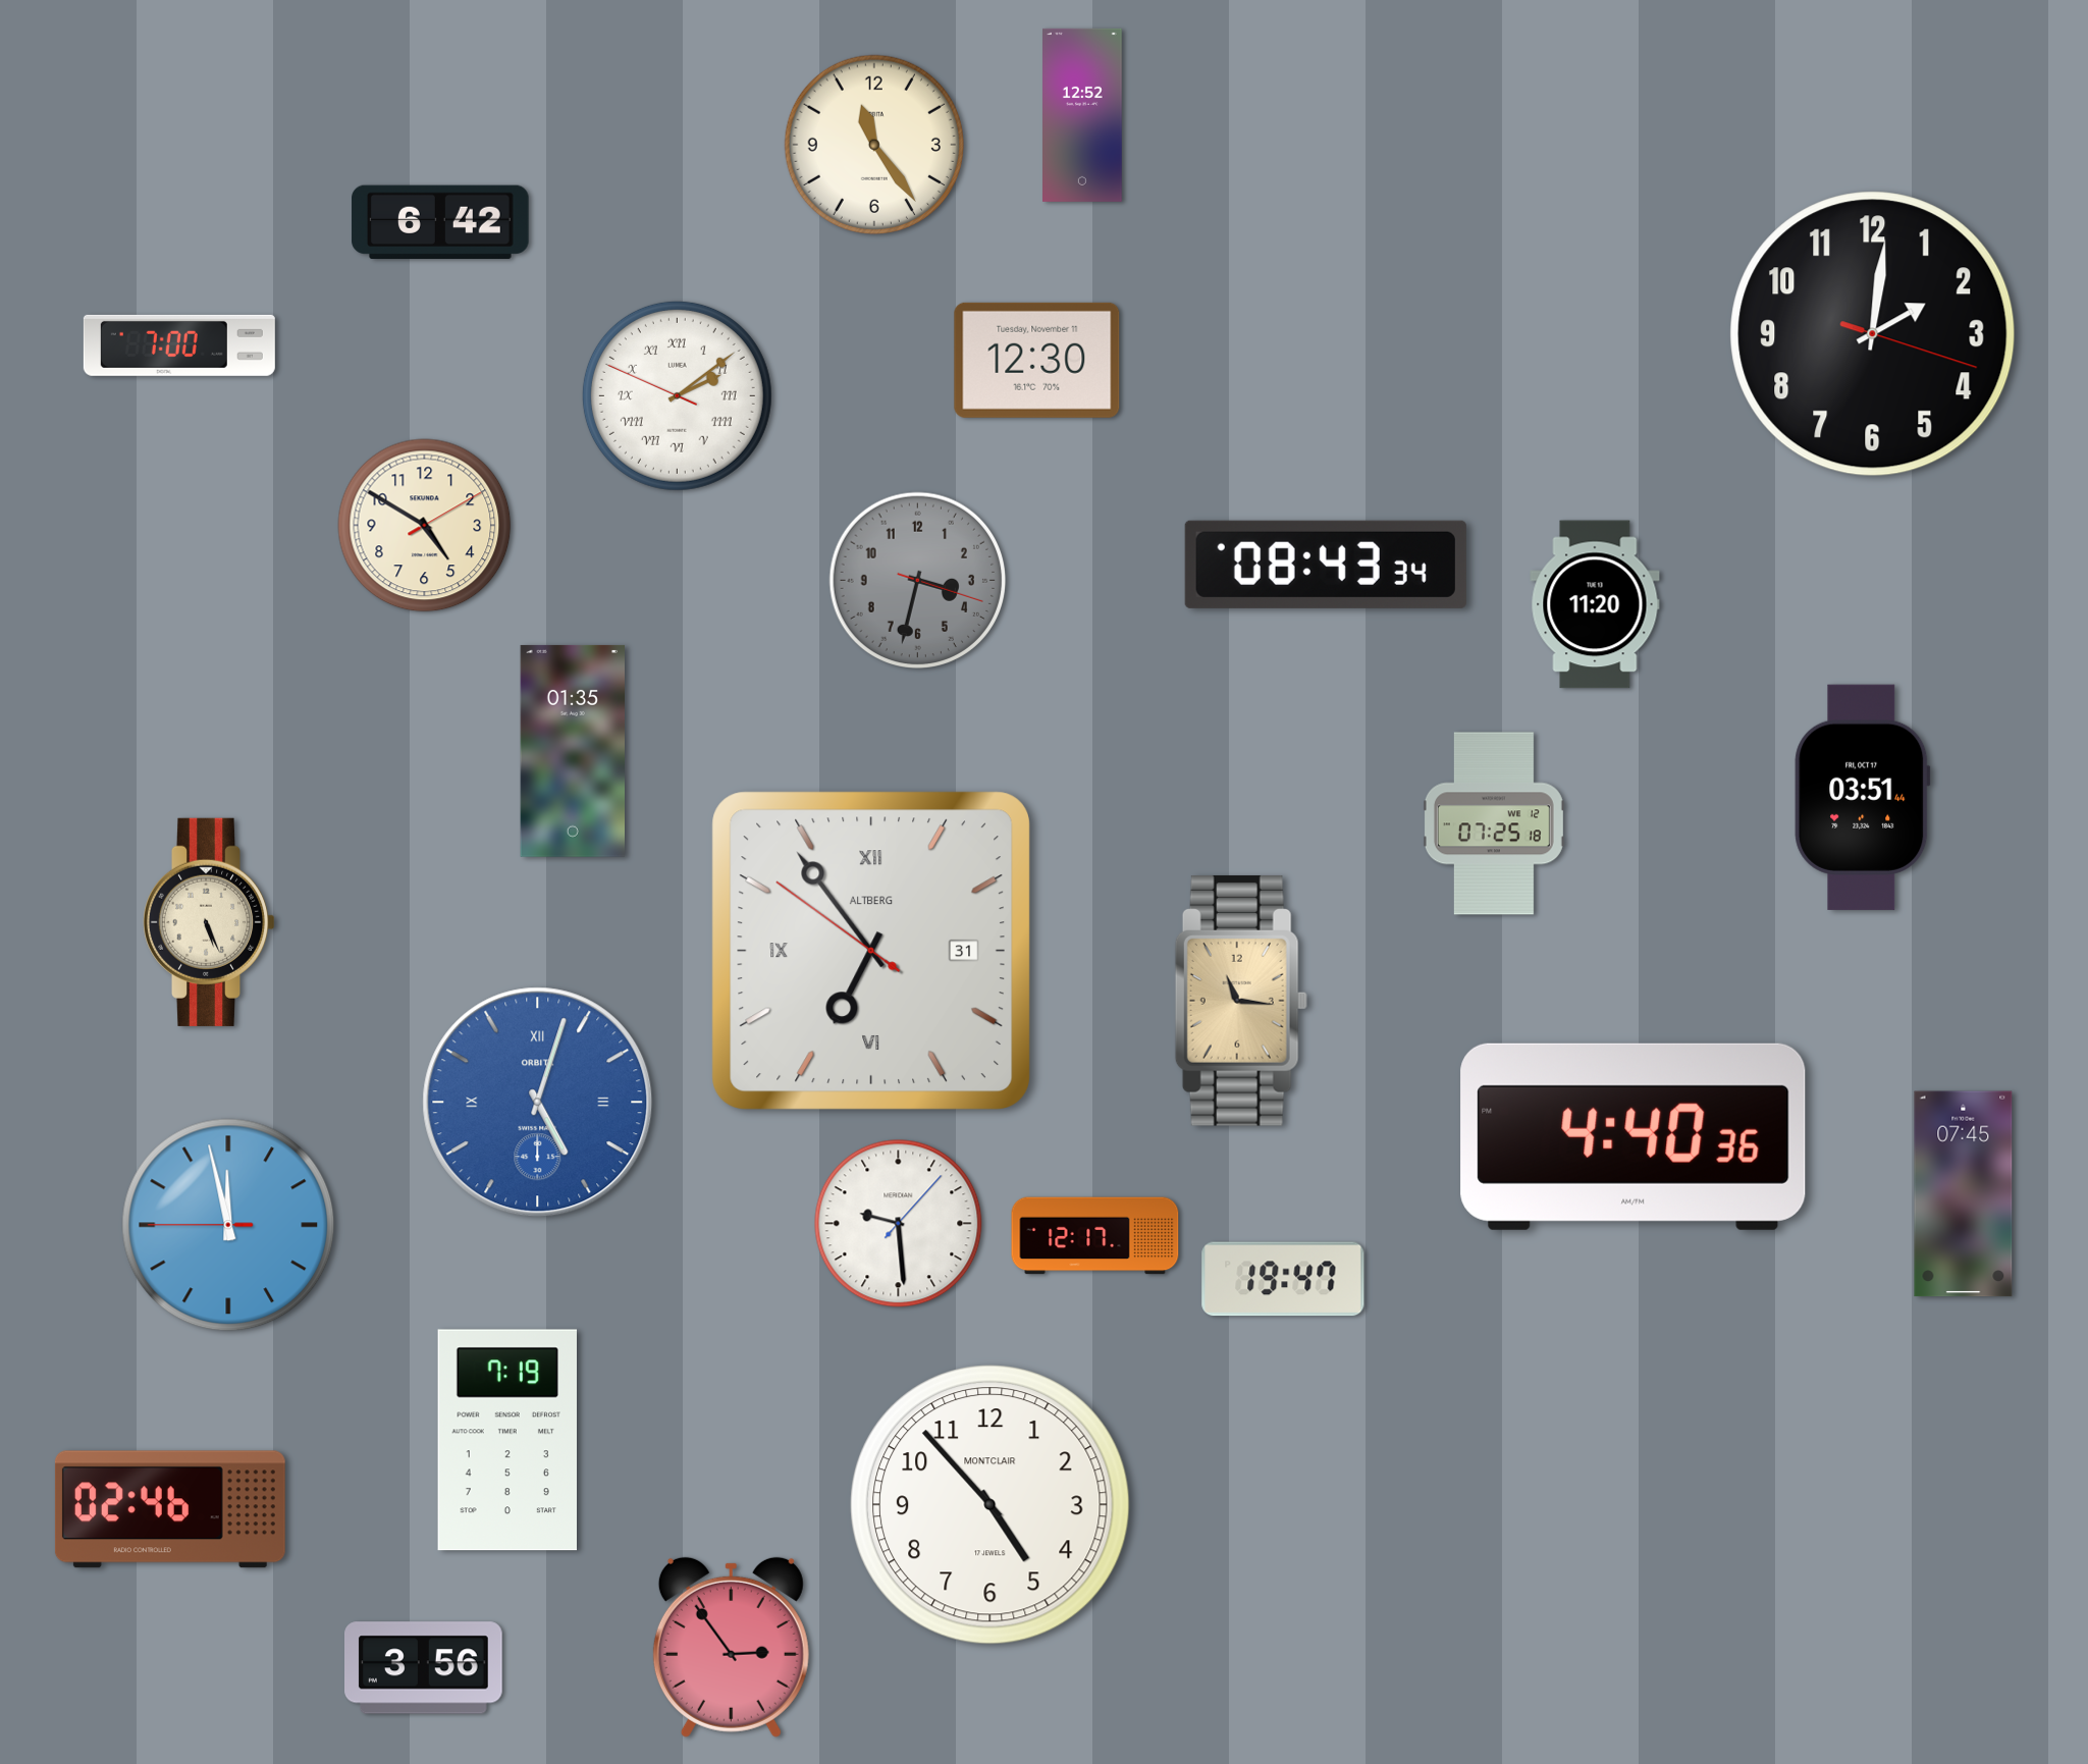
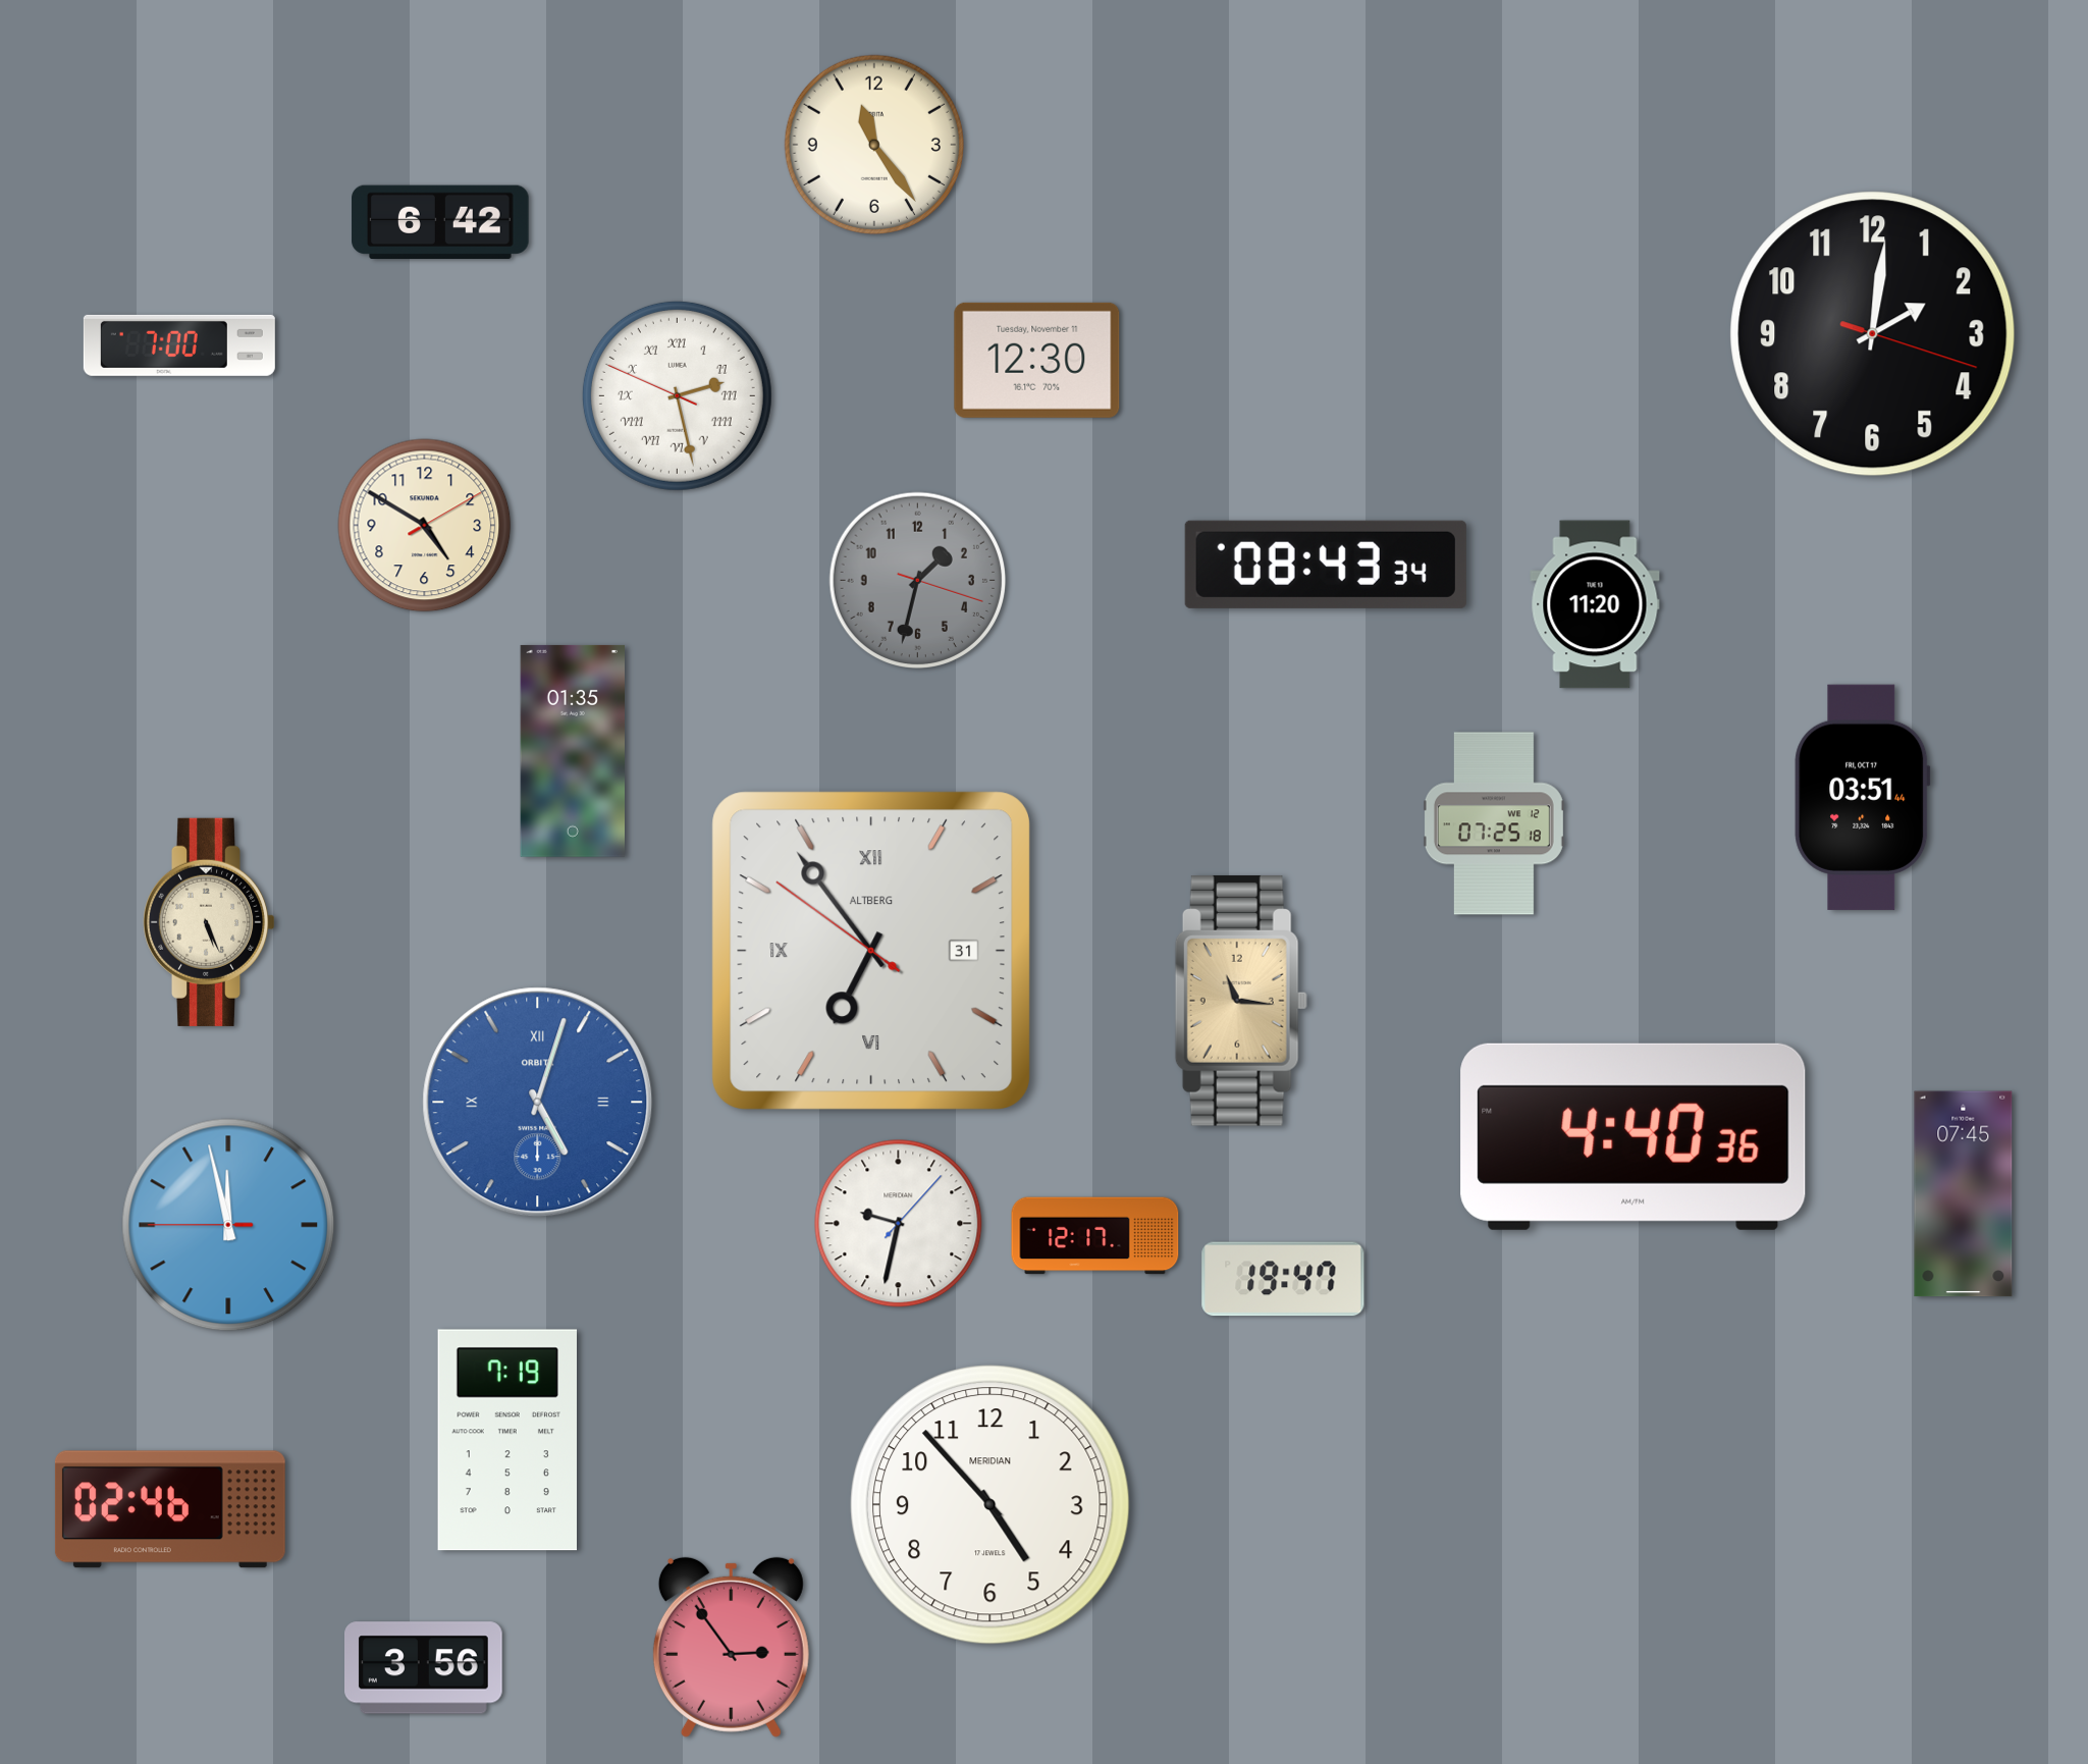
clock at (1083, 115): 12:52 -> none
clock at (677, 395): 2:08 -> 2:27
clock at (918, 581): 3:32 -> 1:32
clock at (899, 1224): 9:29 -> 9:32
clock at (991, 1505) brand: MONTCLAIR -> MERIDIAN
